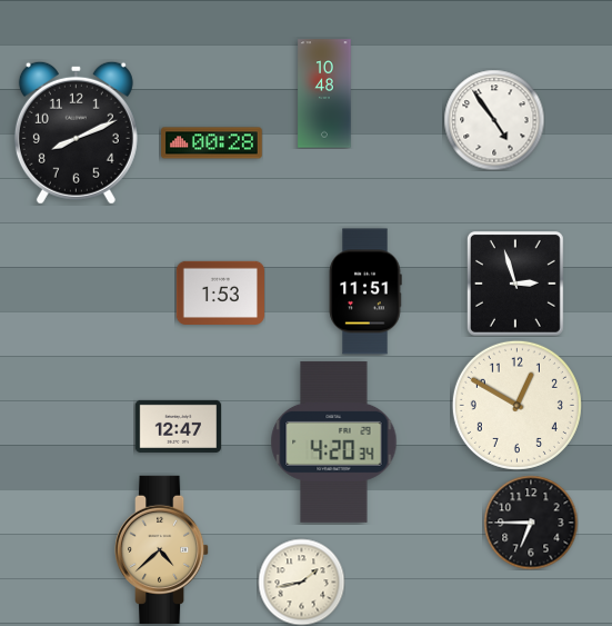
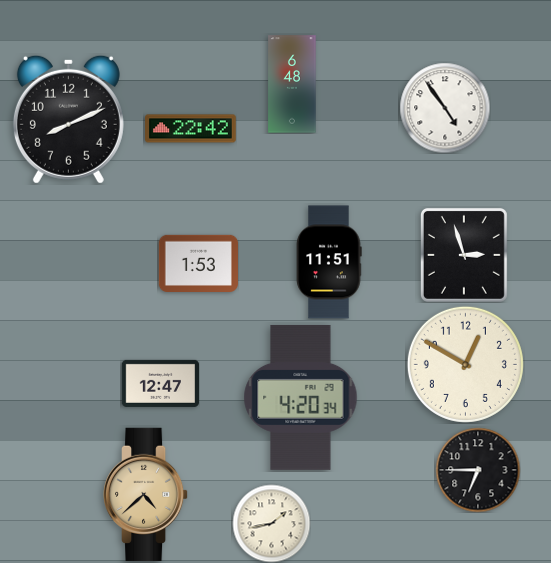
clock at (324, 93): 10:48 -> 6:48
clock at (212, 143): 00:28 -> 22:42
